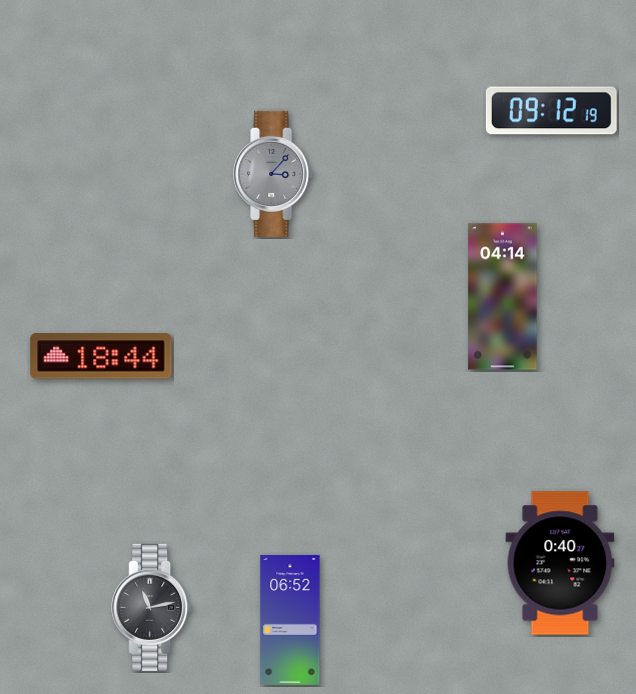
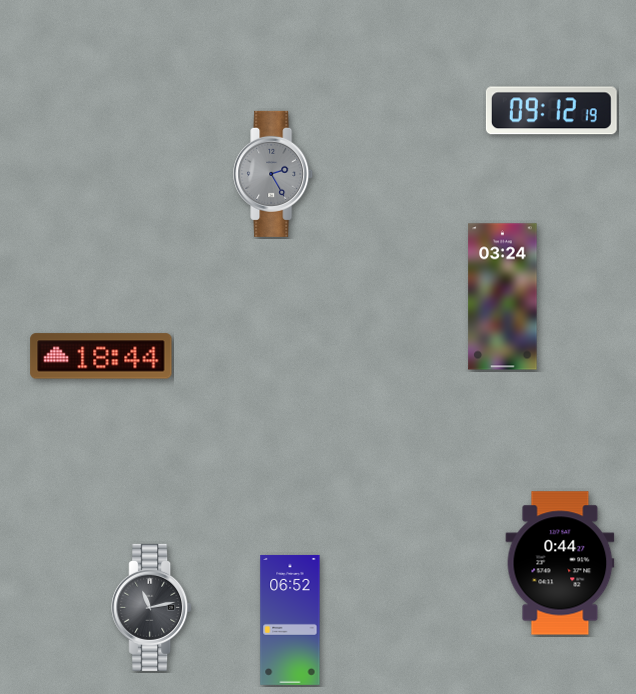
clock at (274, 174): 3:07 -> 2:25
clock at (503, 297): 04:14 -> 03:24
clock at (560, 563): 0:40 -> 0:44
